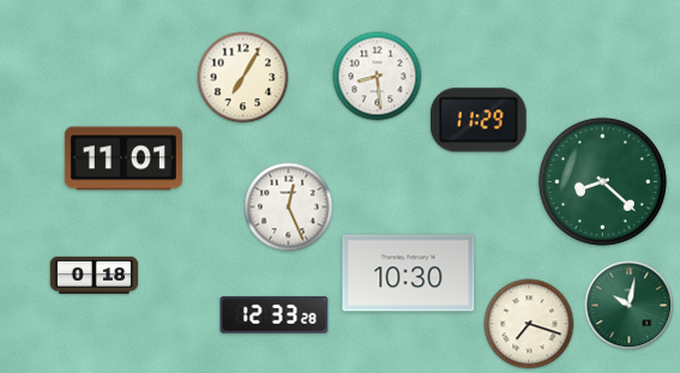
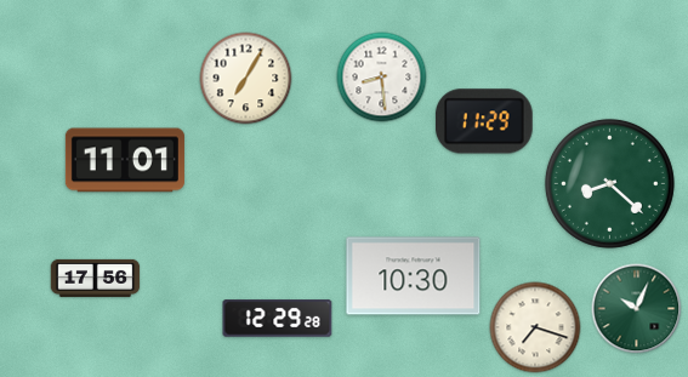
clock at (289, 207): 12:26 -> none
clock at (95, 275): 0:18 -> 17:56
clock at (630, 306): 10:02 -> 10:04
clock at (275, 315): 12:33 -> 12:29
